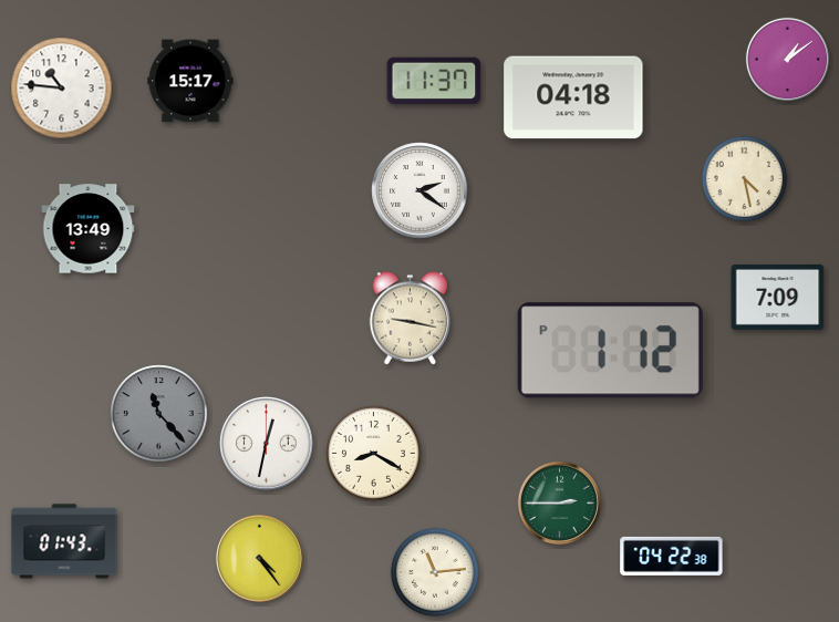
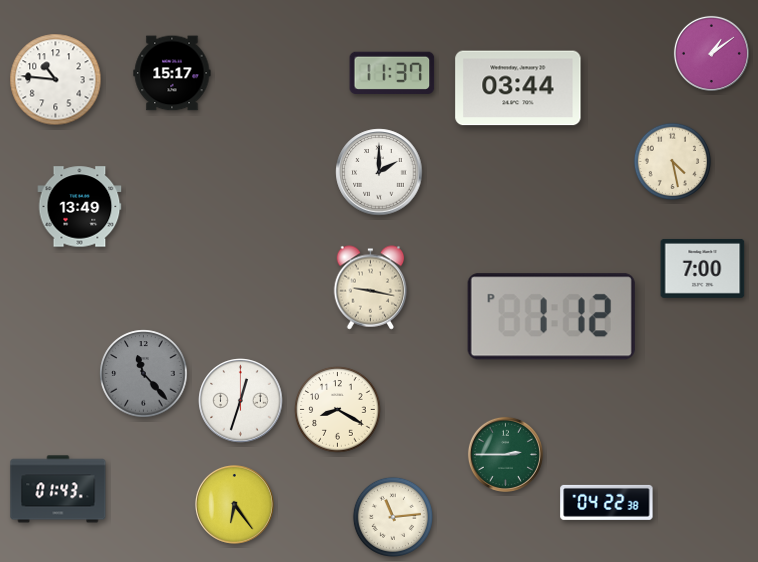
clock at (573, 97): 04:18 -> 03:44
clock at (419, 190): 2:21 -> 2:00
clock at (778, 297): 7:09 -> 7:00
clock at (267, 444): 12:32 -> 12:33
clock at (259, 558): 4:24 -> 6:24
